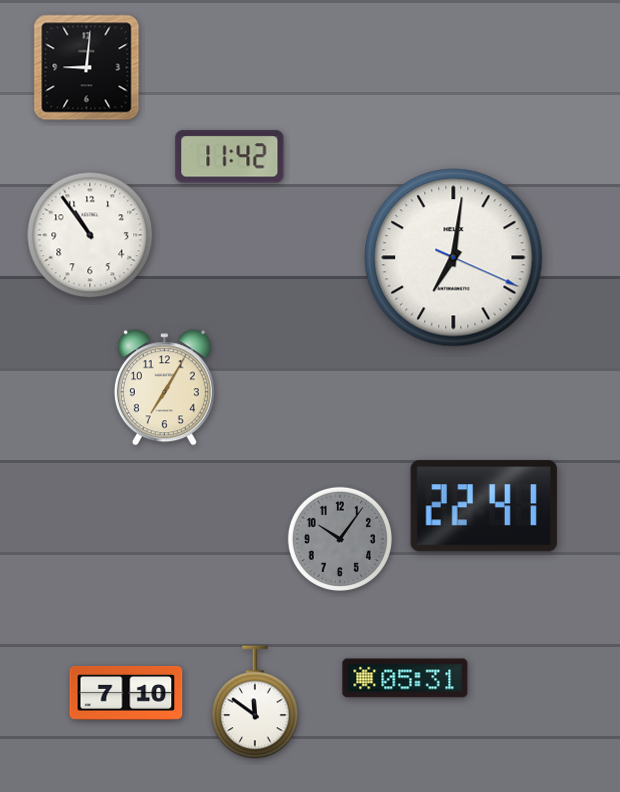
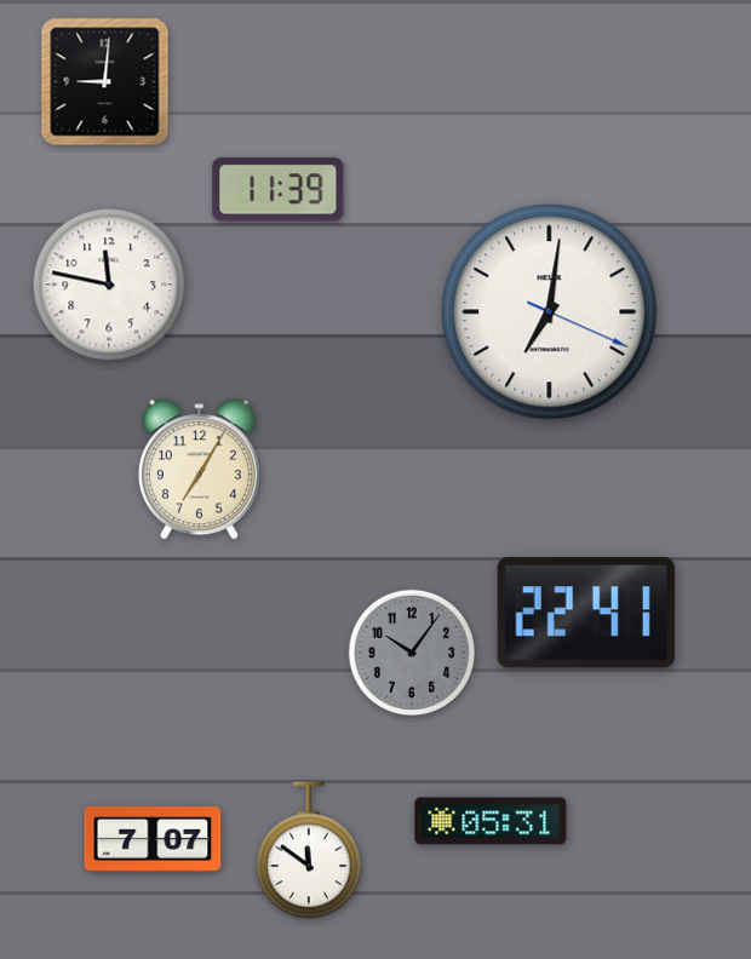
clock at (230, 157): 11:42 -> 11:39
clock at (90, 235): 10:54 -> 11:47
clock at (126, 693): 7:10 -> 7:07
